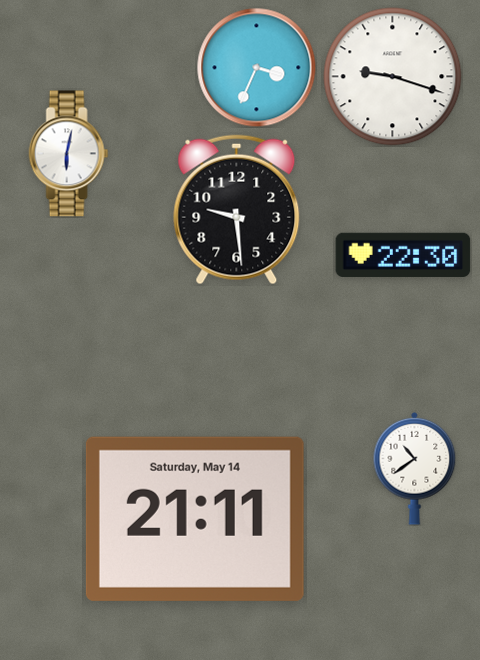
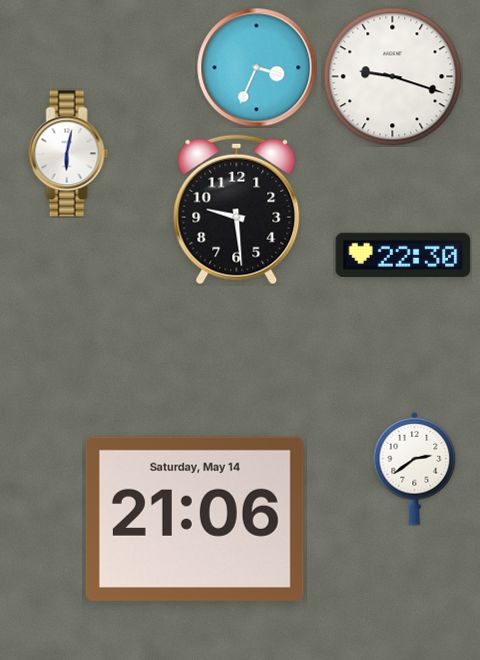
clock at (415, 468): 10:39 -> 2:39
clock at (195, 519): 21:11 -> 21:06
